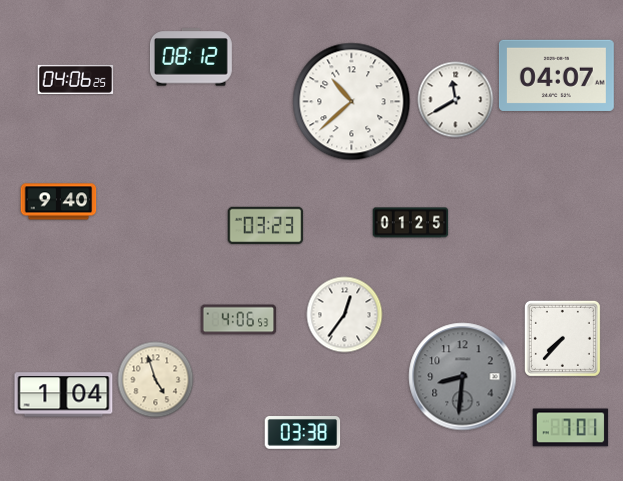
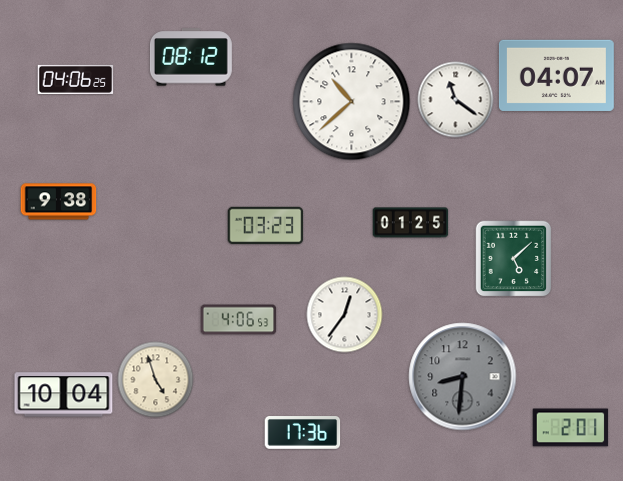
clock at (456, 100): 11:40 -> 11:21
clock at (59, 202): 9:40 -> 9:38
clock at (513, 258): none -> 5:08
clock at (562, 338): 7:37 -> none
clock at (64, 395): 1:04 -> 10:04
clock at (571, 428): 7:01 -> 2:01
clock at (303, 433): 03:38 -> 17:36
